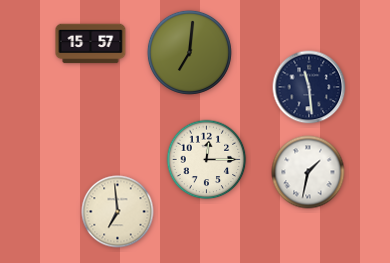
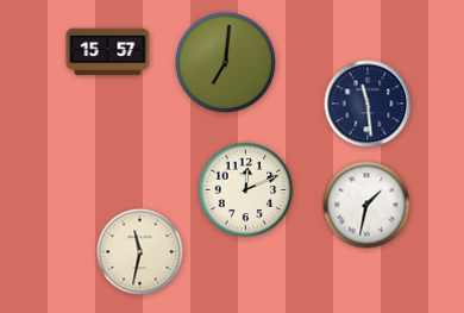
clock at (207, 160): 12:15 -> 12:11
clock at (118, 212): 6:59 -> 11:32
